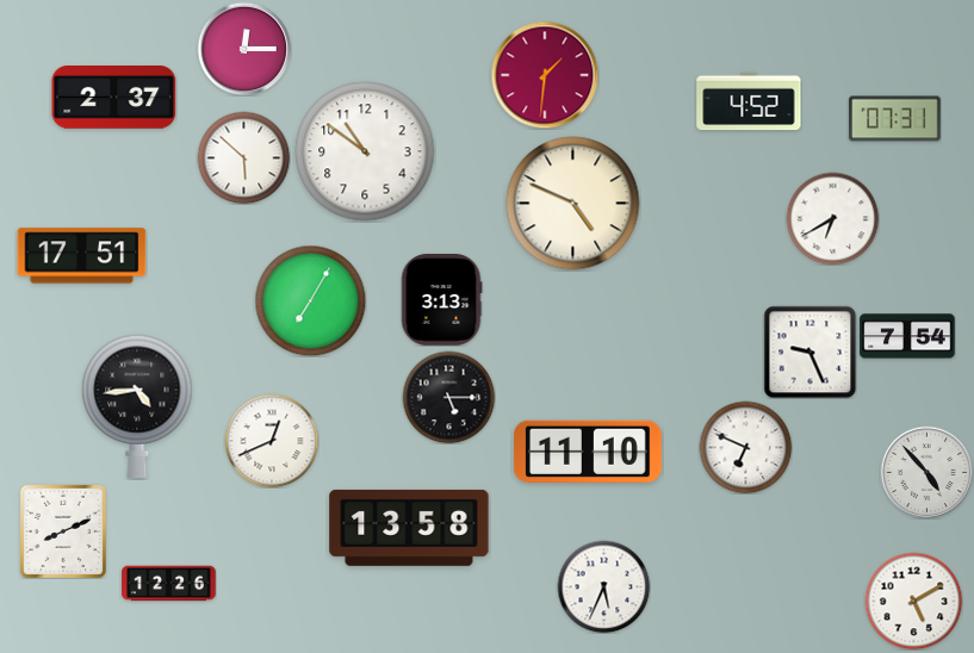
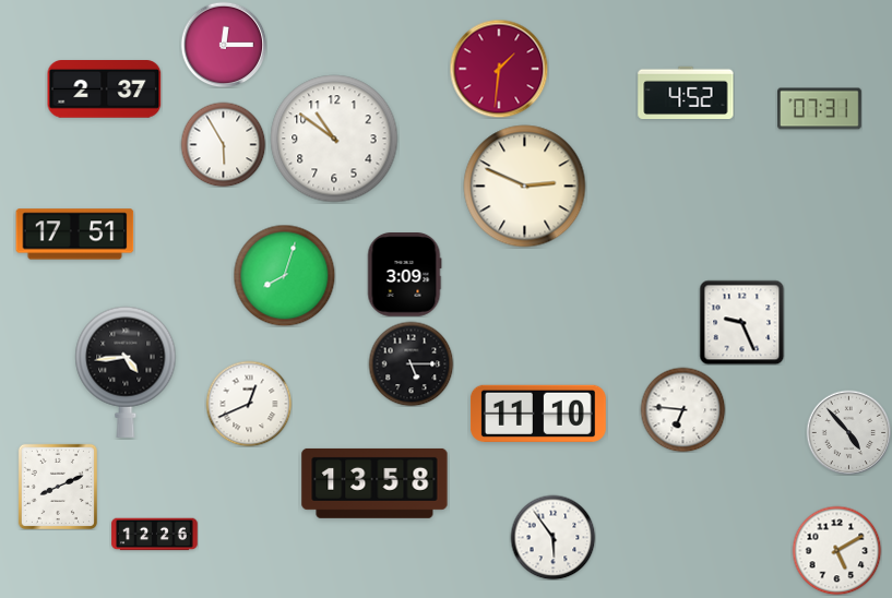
clock at (243, 157): 5:52 -> 5:55
clock at (573, 204): 4:49 -> 2:49
clock at (832, 218): 6:40 -> none
clock at (310, 300): 7:05 -> 8:03
clock at (441, 300): 3:13 -> 3:09
clock at (907, 336): 7:54 -> none
clock at (745, 447): 6:49 -> 6:46
clock at (603, 586): 5:34 -> 5:54
